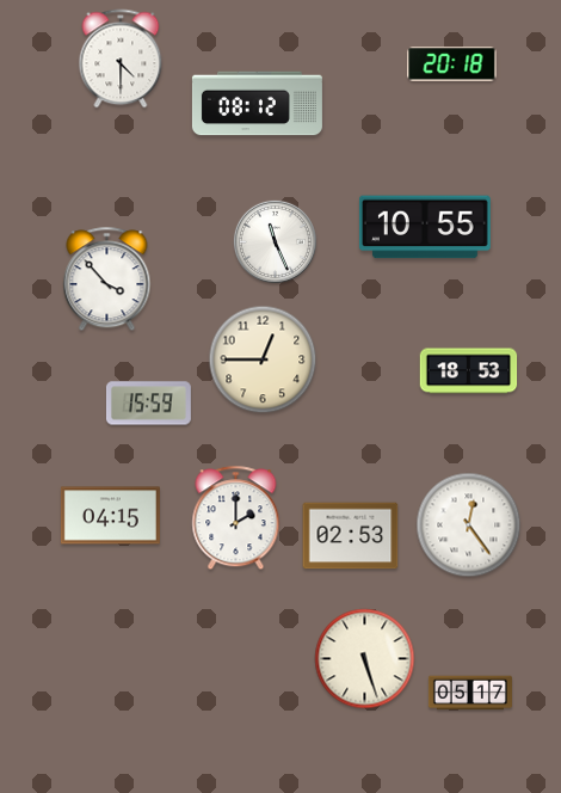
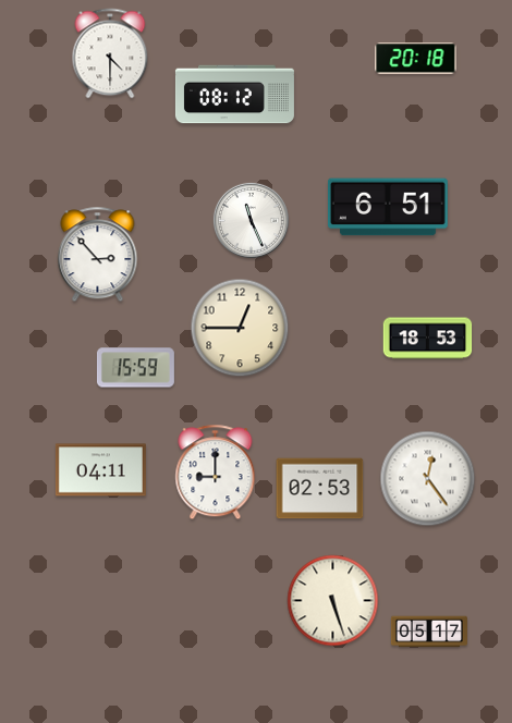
clock at (452, 64) position: (452, 64) -> (416, 59)
clock at (425, 227): 10:55 -> 6:51
clock at (107, 279): 3:53 -> 2:53
clock at (110, 516): 04:15 -> 04:11
clock at (236, 518): 2:00 -> 9:00
